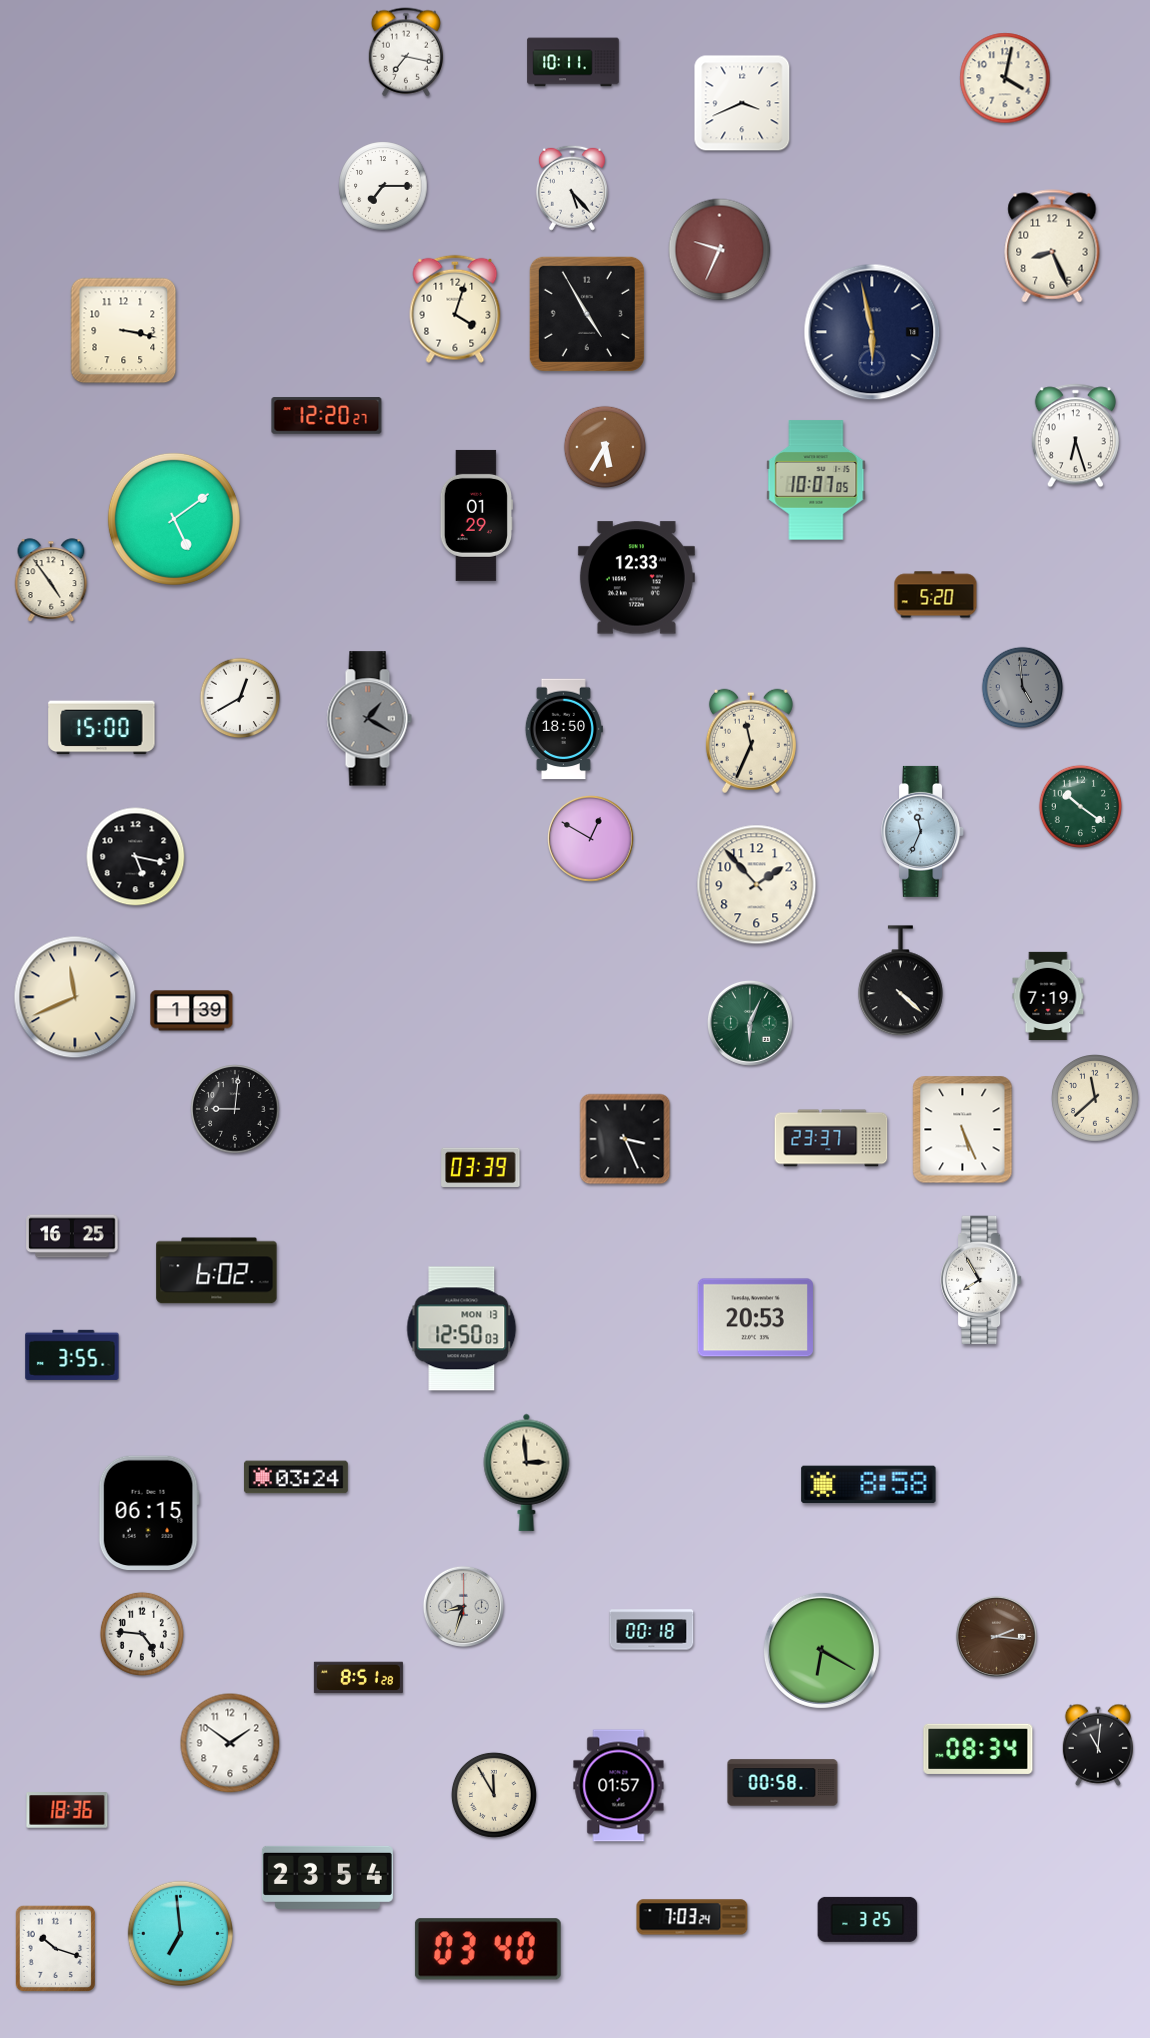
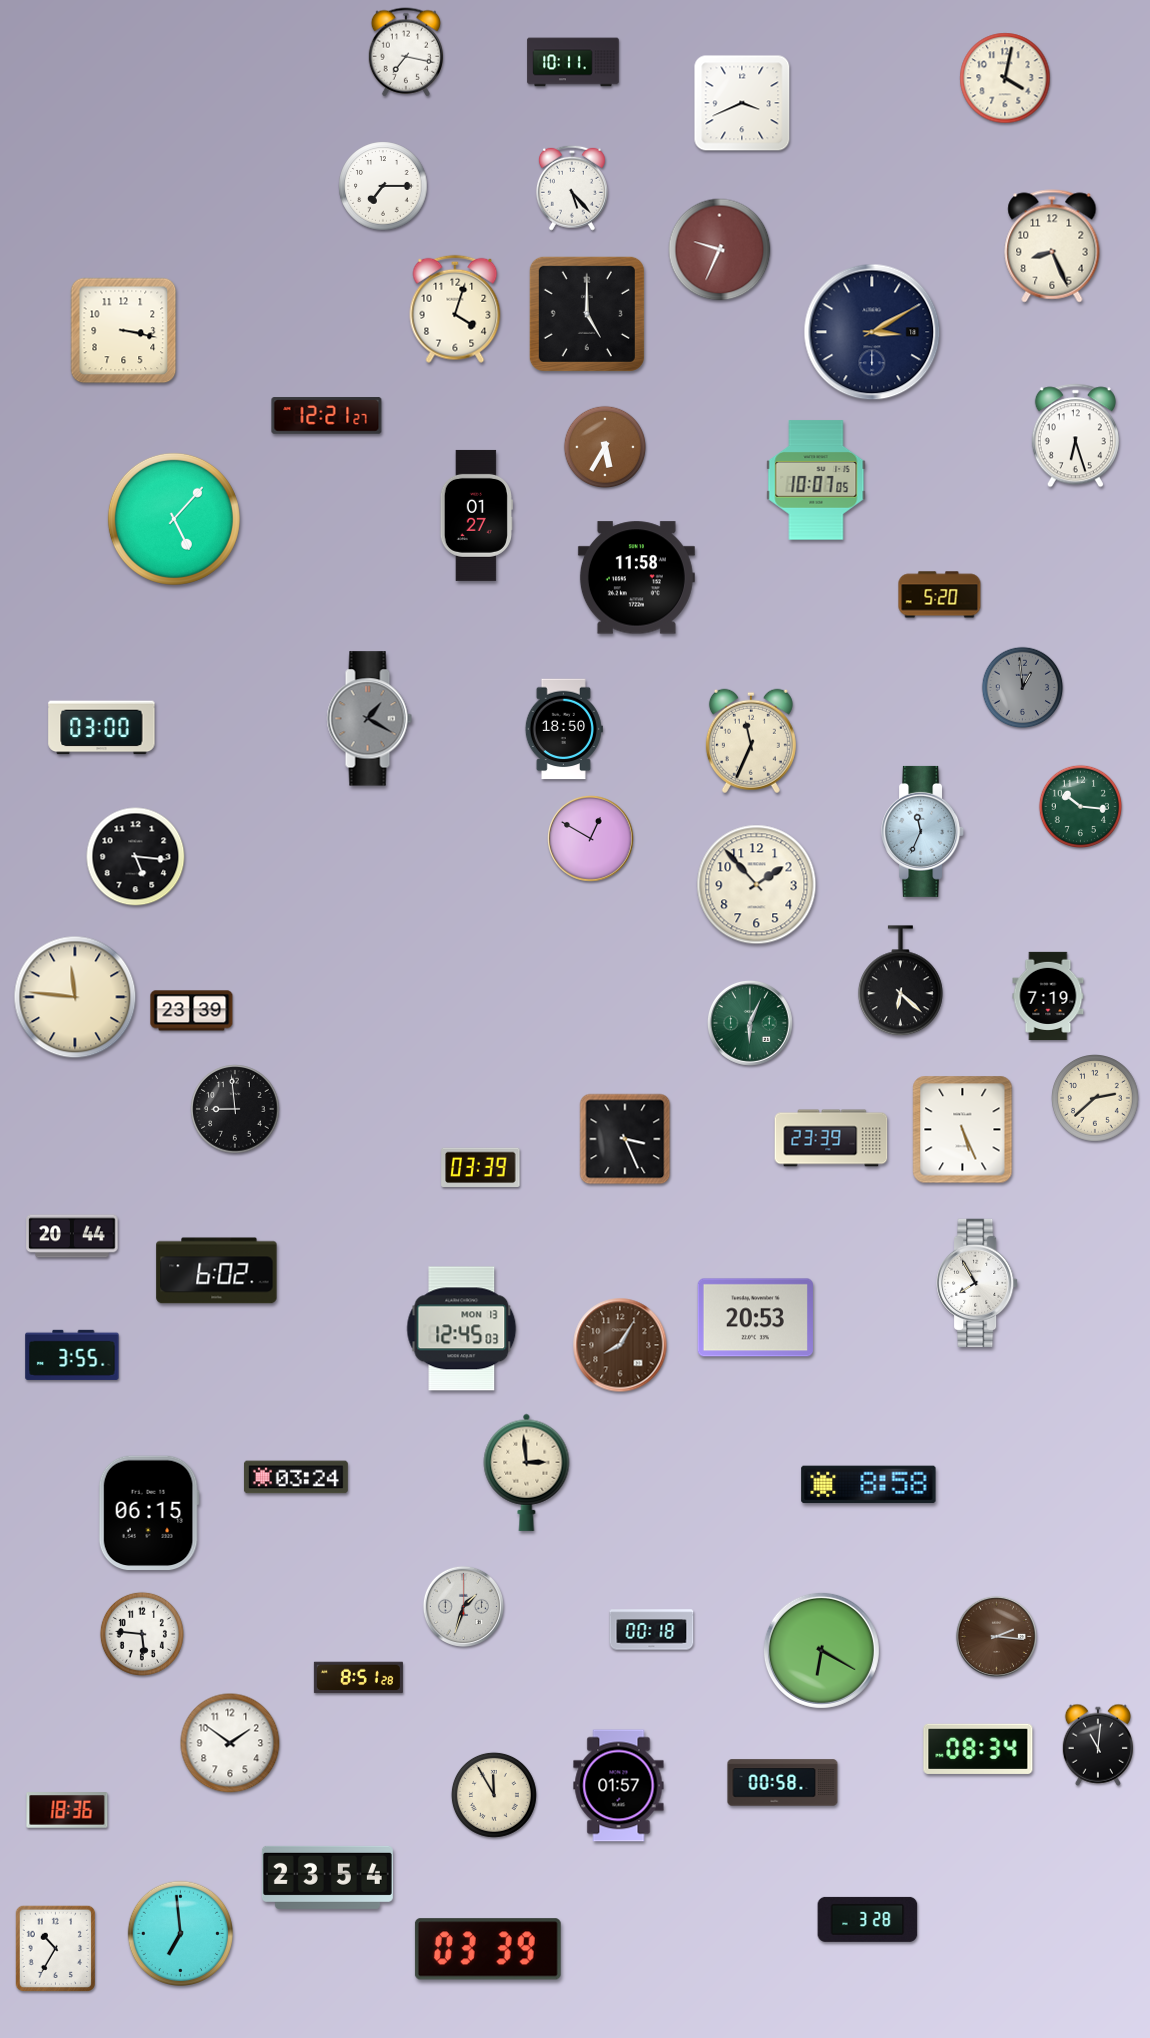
clock at (587, 314): 4:55 -> 5:00
clock at (872, 332): 5:58 -> 3:10
clock at (327, 416): 12:20 -> 12:21
clock at (476, 515): 01:29 -> 01:27
clock at (174, 519): 5:09 -> 5:07
clock at (636, 578): 12:33 -> 11:58
clock at (51, 580): 4:54 -> none
clock at (936, 595) position: (936, 595) -> (940, 595)
clock at (1023, 688): 4:59 -> 12:59
clock at (240, 698): 12:40 -> none
clock at (102, 728): 15:00 -> 03:00
clock at (1080, 806): 10:21 -> 10:16
clock at (136, 857): 5:17 -> 5:16
clock at (900, 981): 4:22 -> 6:22
clock at (75, 997): 11:41 -> 11:46
clock at (192, 1011): 1:39 -> 23:39
clock at (1096, 1099): 11:38 -> 2:38
clock at (235, 1109): 9:01 -> 8:59
clock at (831, 1138): 23:37 -> 23:39
clock at (72, 1236): 16:25 -> 20:44
clock at (981, 1280) position: (981, 1280) -> (977, 1283)
clock at (462, 1329): 12:50 -> 12:45
clock at (620, 1345): none -> 8:05
clock at (463, 1606): 8:33 -> 1:33
clock at (142, 1634): 4:46 -> 5:46
clock at (692, 1917): 7:03 -> none
clock at (868, 1919): 3:25 -> 3:28
clock at (55, 1948): 10:18 -> 10:35
clock at (488, 1949): 03:40 -> 03:39
